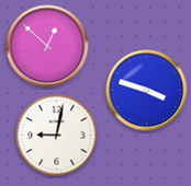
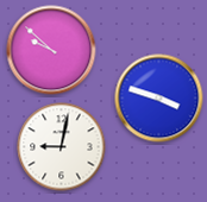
clock at (47, 46): 12:52 -> 9:52
